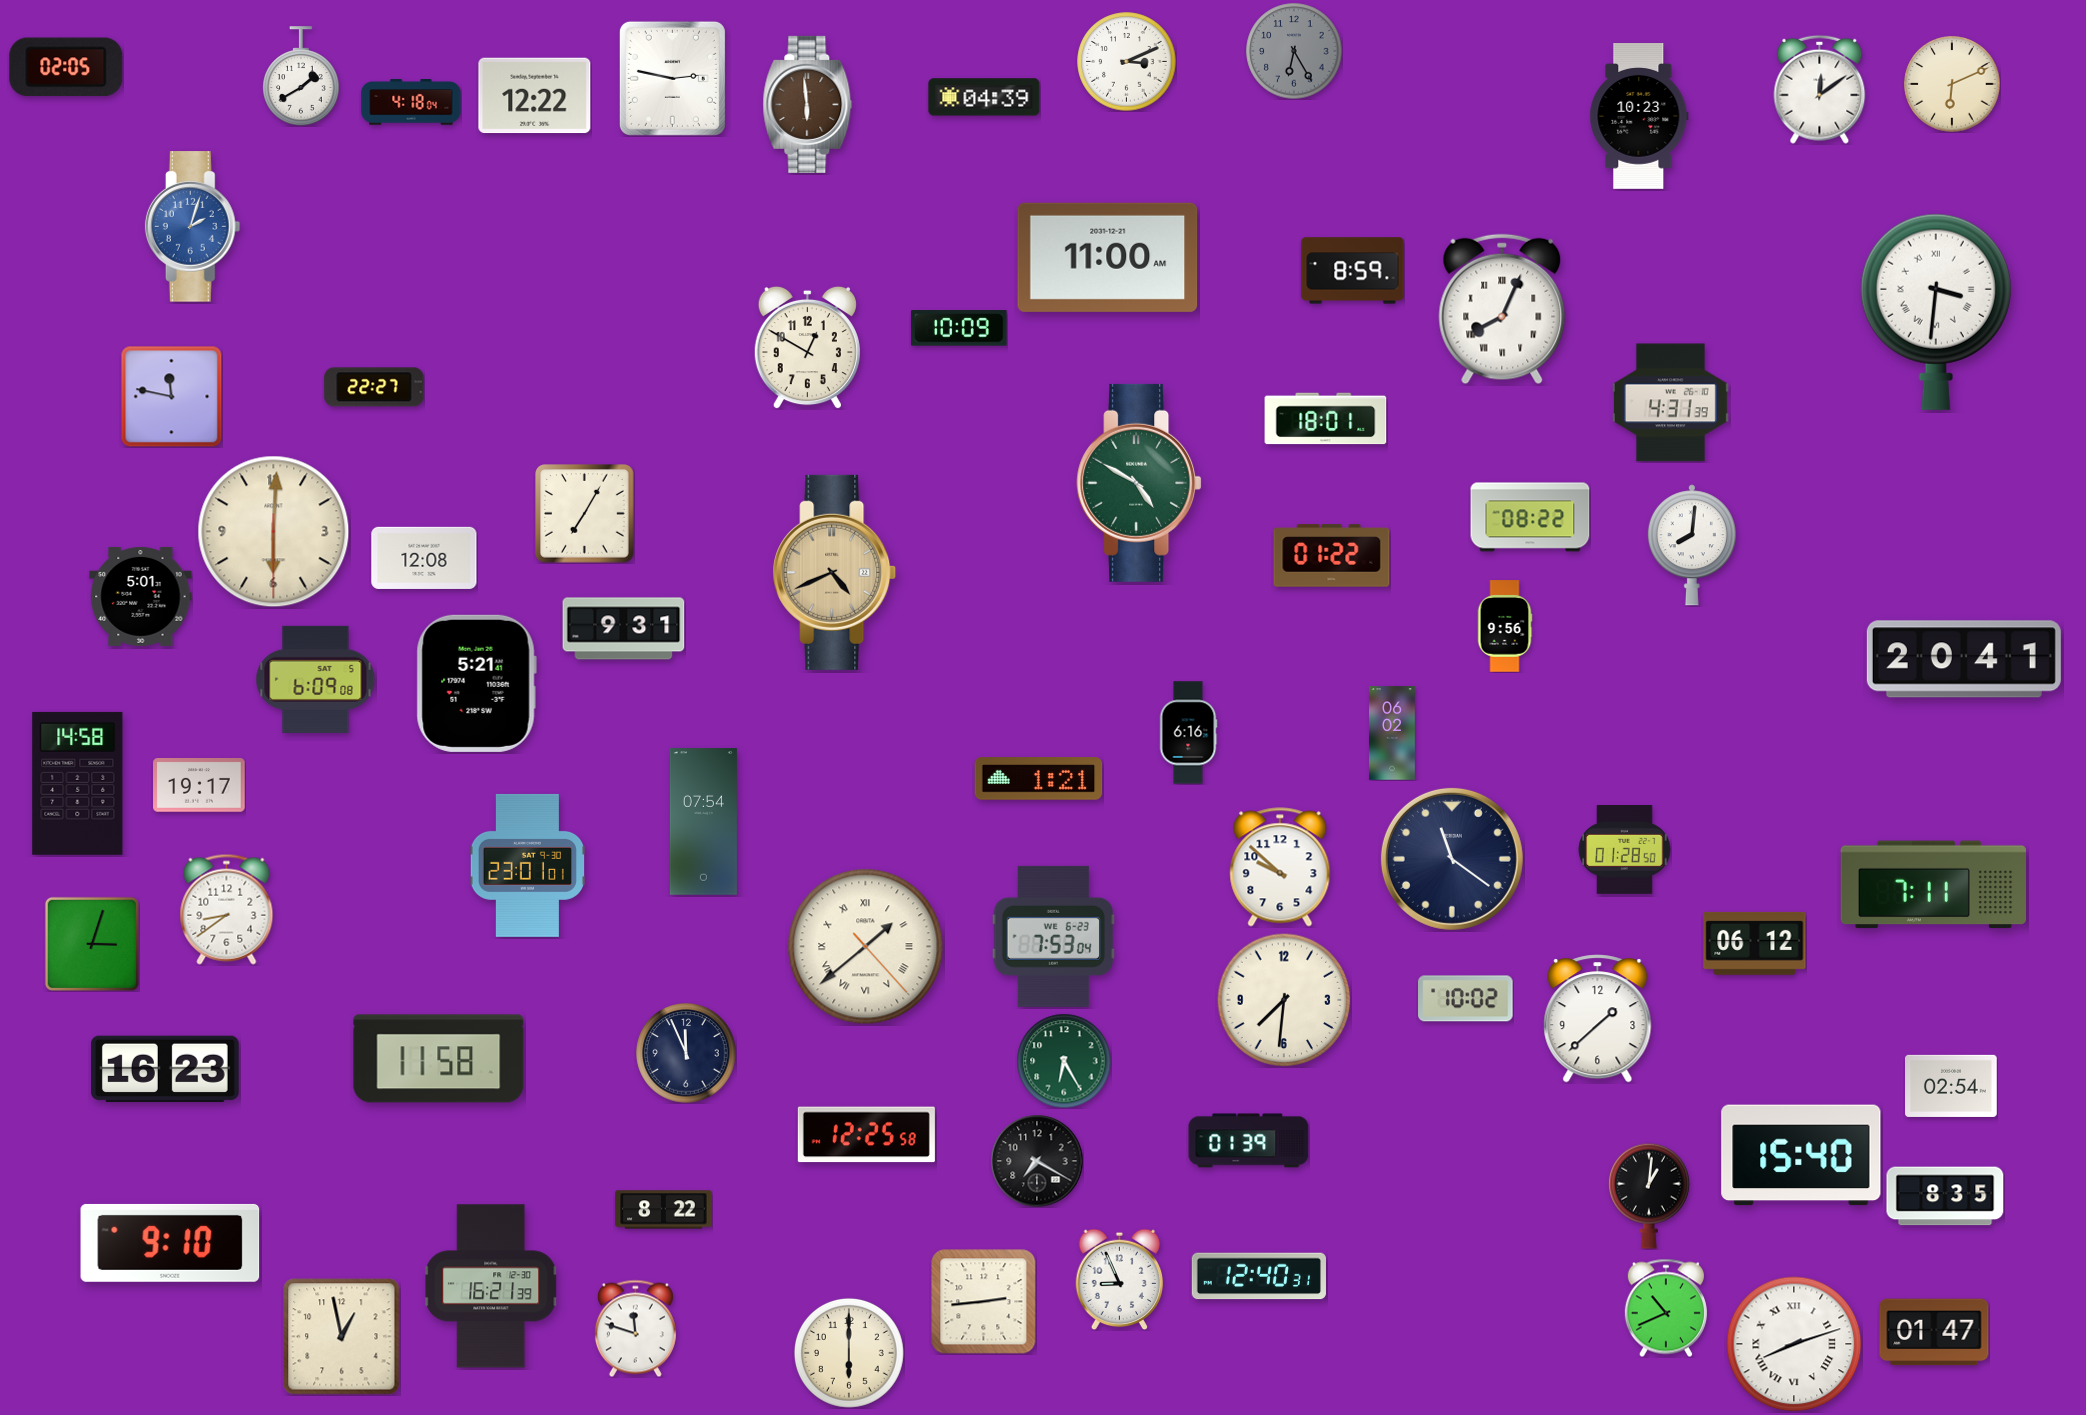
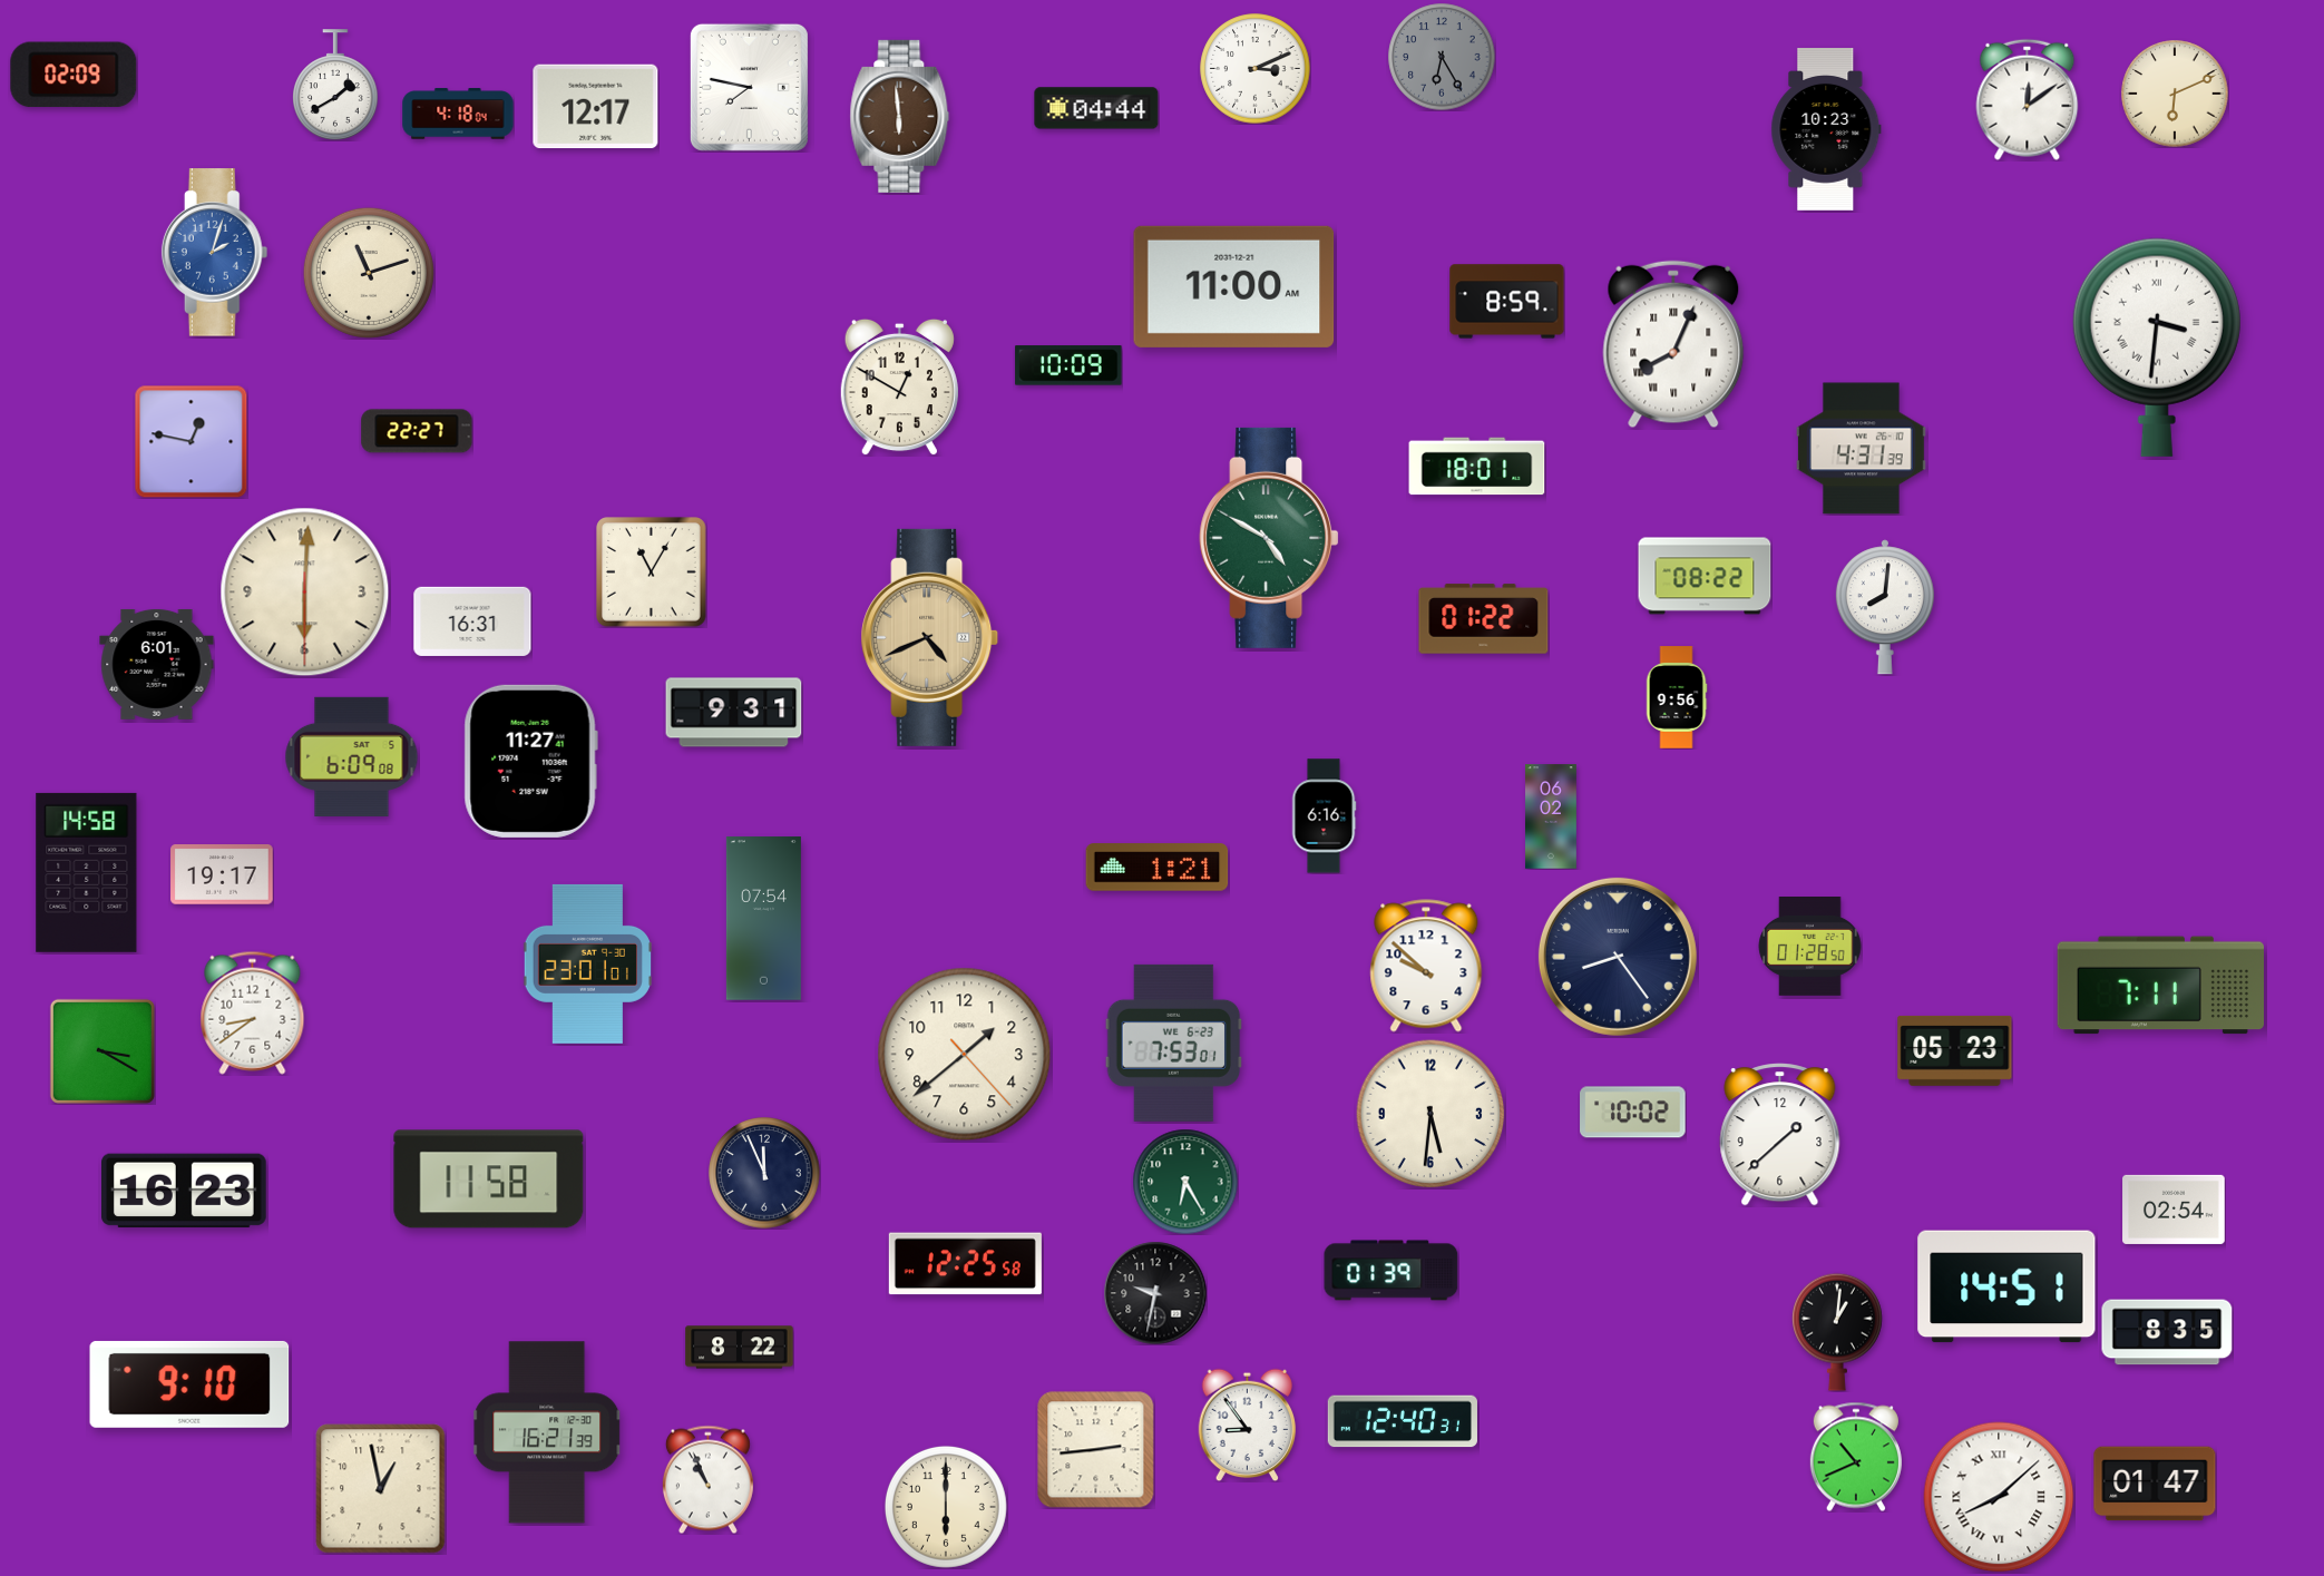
clock at (66, 67): 02:05 -> 02:09
clock at (672, 78): 2:47 -> 7:47
clock at (535, 96): 12:22 -> 12:17
clock at (984, 97): 04:39 -> 04:44
clock at (369, 273): none -> 11:12
clock at (171, 396): 11:47 -> 12:47
clock at (585, 514): 7:05 -> 11:05
clock at (424, 558): 12:08 -> 16:31
clock at (141, 596): 5:01 -> 6:01
clock at (624, 629) position: (624, 629) -> (734, 713)
clock at (1964, 659): 20:41 -> none
clock at (476, 683): 5:21 -> 11:27
clock at (703, 822) position: (703, 822) -> (763, 919)
clock at (1452, 859): 11:21 -> 8:24
clock at (1934, 885) position: (1934, 885) -> (2161, 986)
clock at (1054, 936): 7:53:04 -> 7:53:01
clock at (1755, 943): 06:12 -> 05:23
clock at (92, 944): 3:03 -> 3:20
clock at (866, 947) numerals: Roman -> Arabic
clock at (1284, 1000): 7:31 -> 5:31
clock at (1801, 1155): 15:40 -> 14:51
clock at (1037, 1161): 7:20 -> 9:32
clock at (1120, 1279): 8:56 -> 8:54
clock at (635, 1328): 11:48 -> 10:56
clock at (1794, 1344): 8:12 -> 8:08
